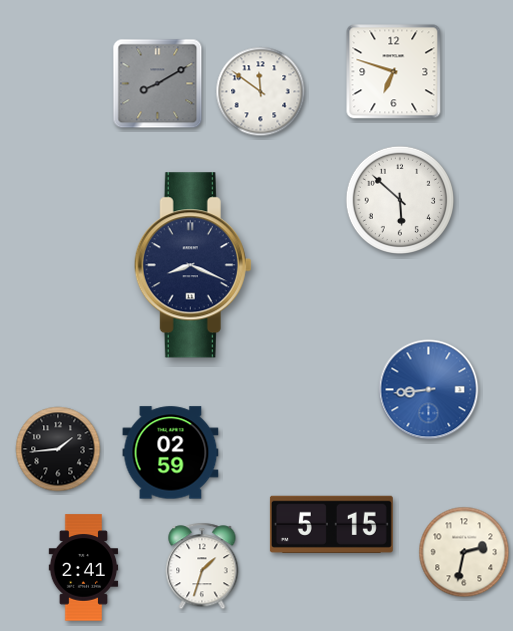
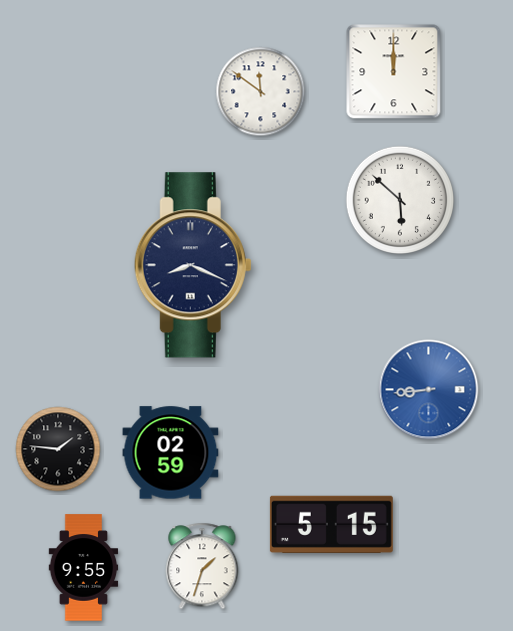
clock at (394, 72): 6:48 -> 12:00
clock at (158, 84): 8:10 -> none
clock at (58, 449): 1:44 -> 1:46
clock at (464, 552): 2:32 -> none
clock at (84, 568): 2:41 -> 9:55
